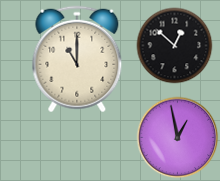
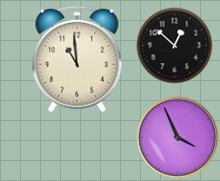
clock at (77, 59): 11:00 -> 10:59
clock at (178, 138): 12:58 -> 3:56
